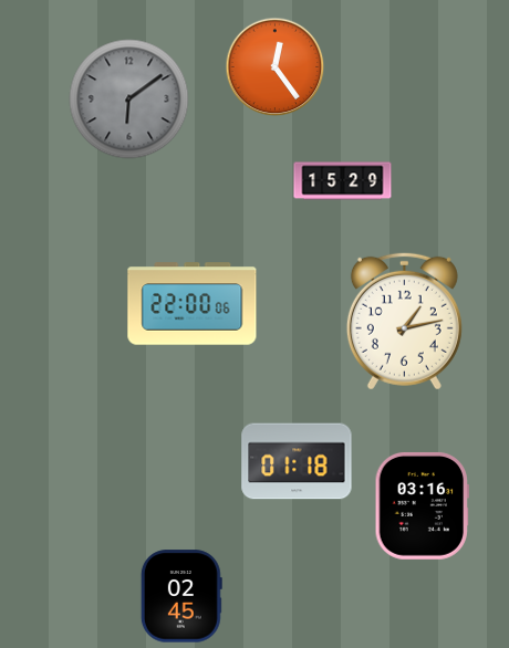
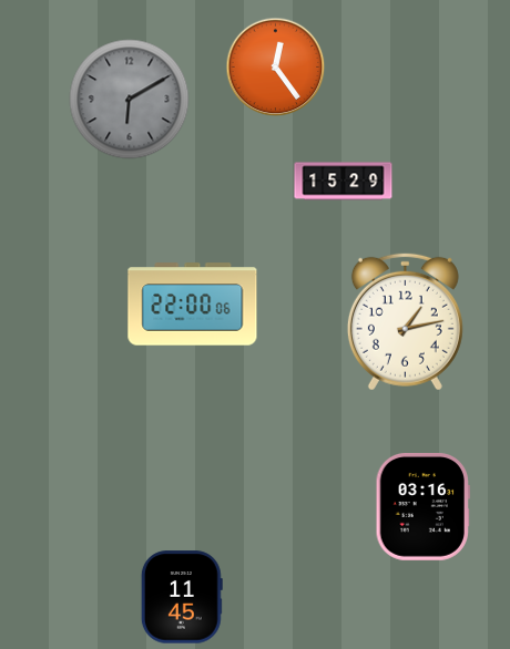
clock at (129, 100): 6:09 -> 6:10
clock at (297, 461): 01:18 -> none
clock at (181, 596): 02:45 -> 11:45
